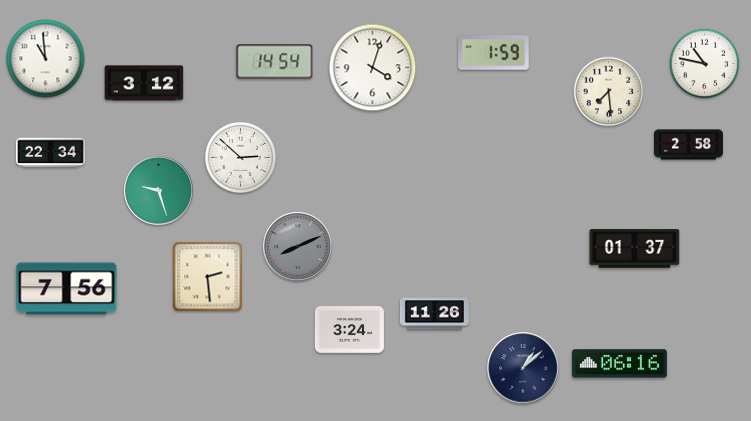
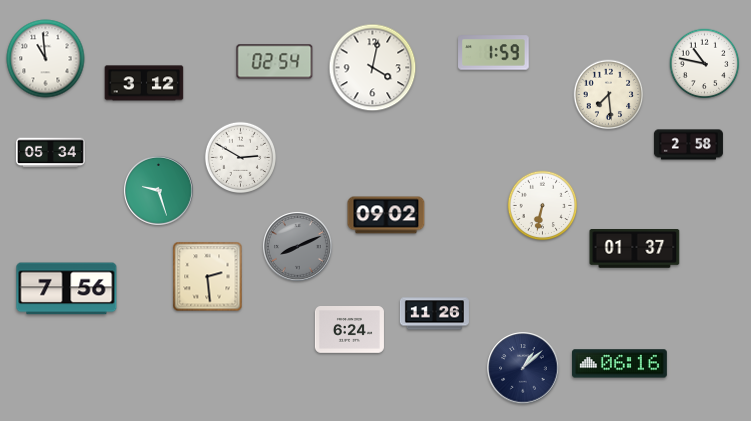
clock at (275, 62): 14:54 -> 02:54
clock at (373, 68): 4:03 -> 4:02
clock at (609, 92) position: (609, 92) -> (609, 95)
clock at (50, 153): 22:34 -> 05:34
clock at (240, 157): 2:52 -> 2:50
clock at (543, 206): none -> 6:32
clock at (386, 215): none -> 09:02
clock at (349, 330): 3:24 -> 6:24
